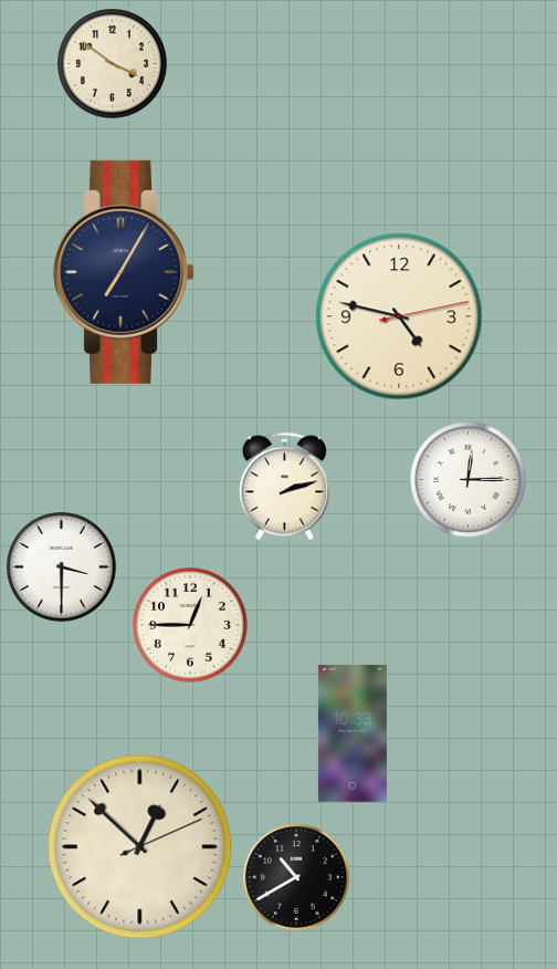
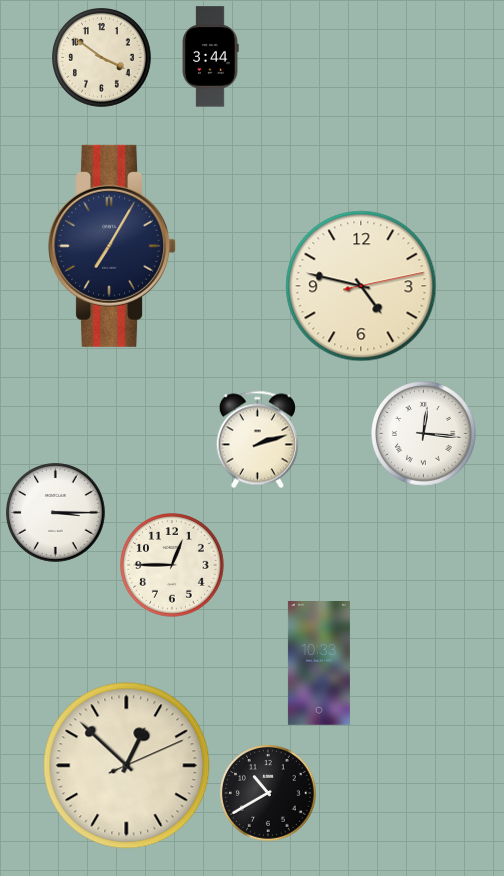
clock at (210, 57): none -> 3:44
clock at (469, 480): 12:15 -> 12:16
clock at (62, 567): 3:30 -> 3:15
